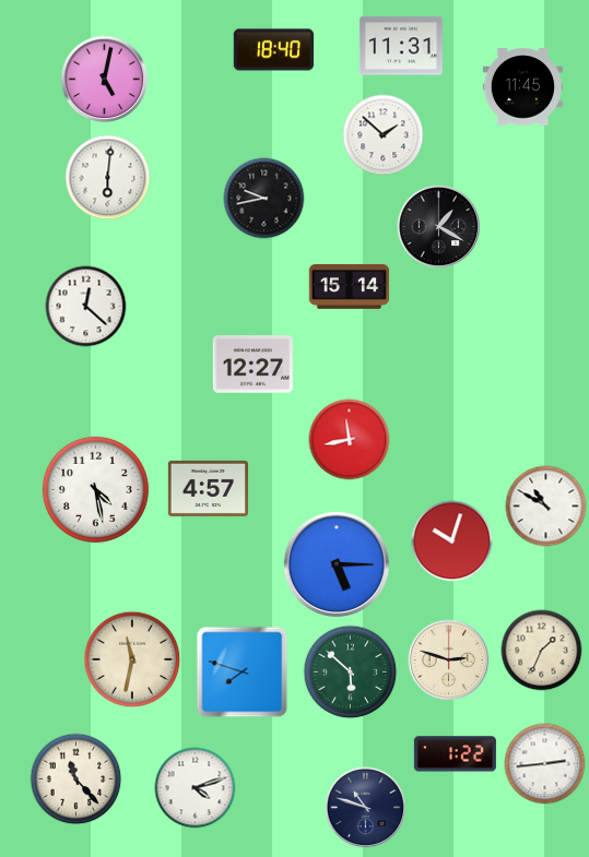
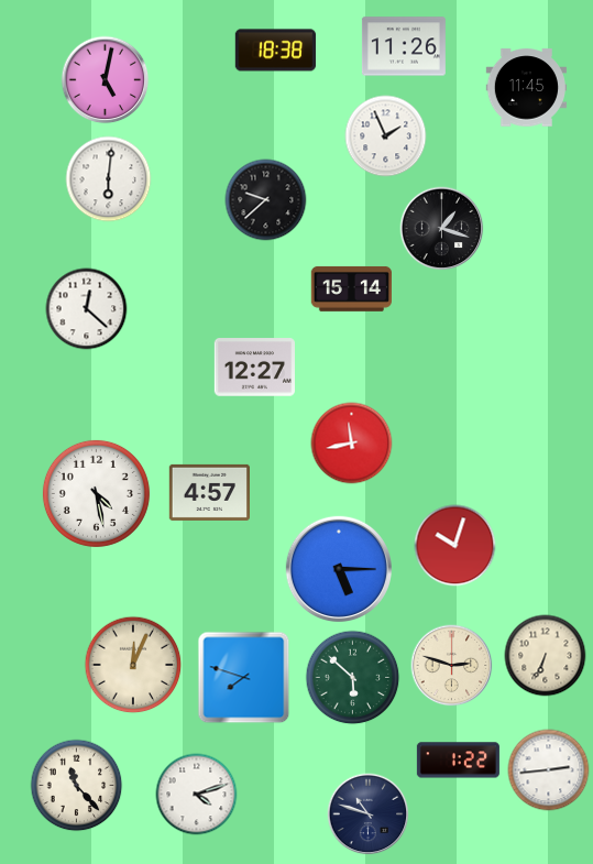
clock at (401, 46): 11:31 -> 11:26
clock at (273, 50): 18:40 -> 18:38
clock at (384, 135): 1:52 -> 1:56
clock at (264, 199): 9:43 -> 9:38
clock at (439, 227): 1:20 -> 1:18
clock at (546, 507): 10:50 -> none
clock at (542, 651): 1:34 -> 6:34
clock at (132, 659): 11:32 -> 12:04
